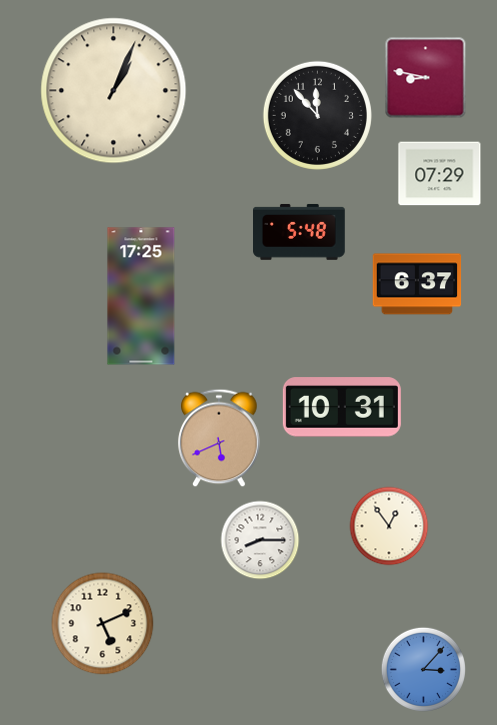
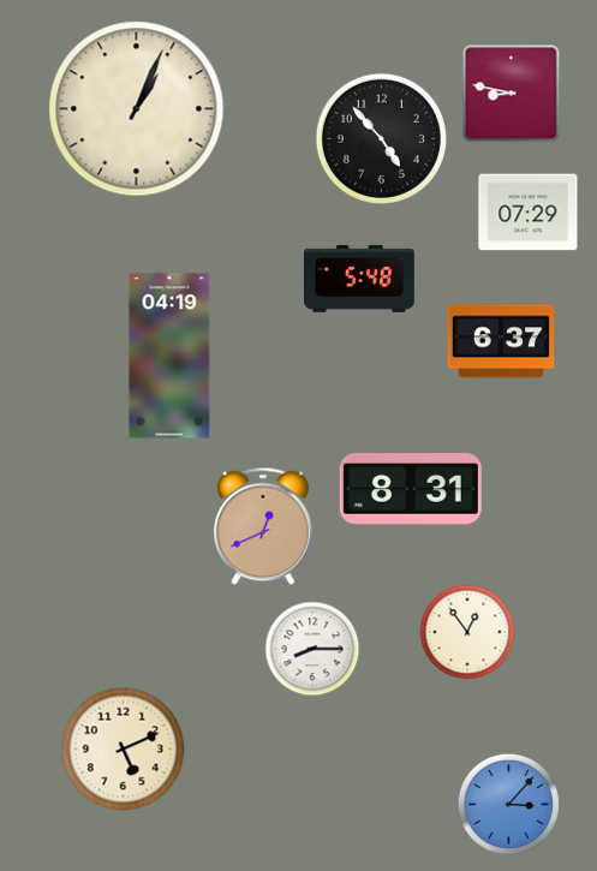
clock at (317, 115): 11:53 -> 4:53
clock at (440, 174) position: (440, 174) -> (529, 213)
clock at (141, 296): 17:25 -> 04:19
clock at (342, 407): 10:31 -> 8:31
clock at (219, 438): 5:41 -> 12:41
